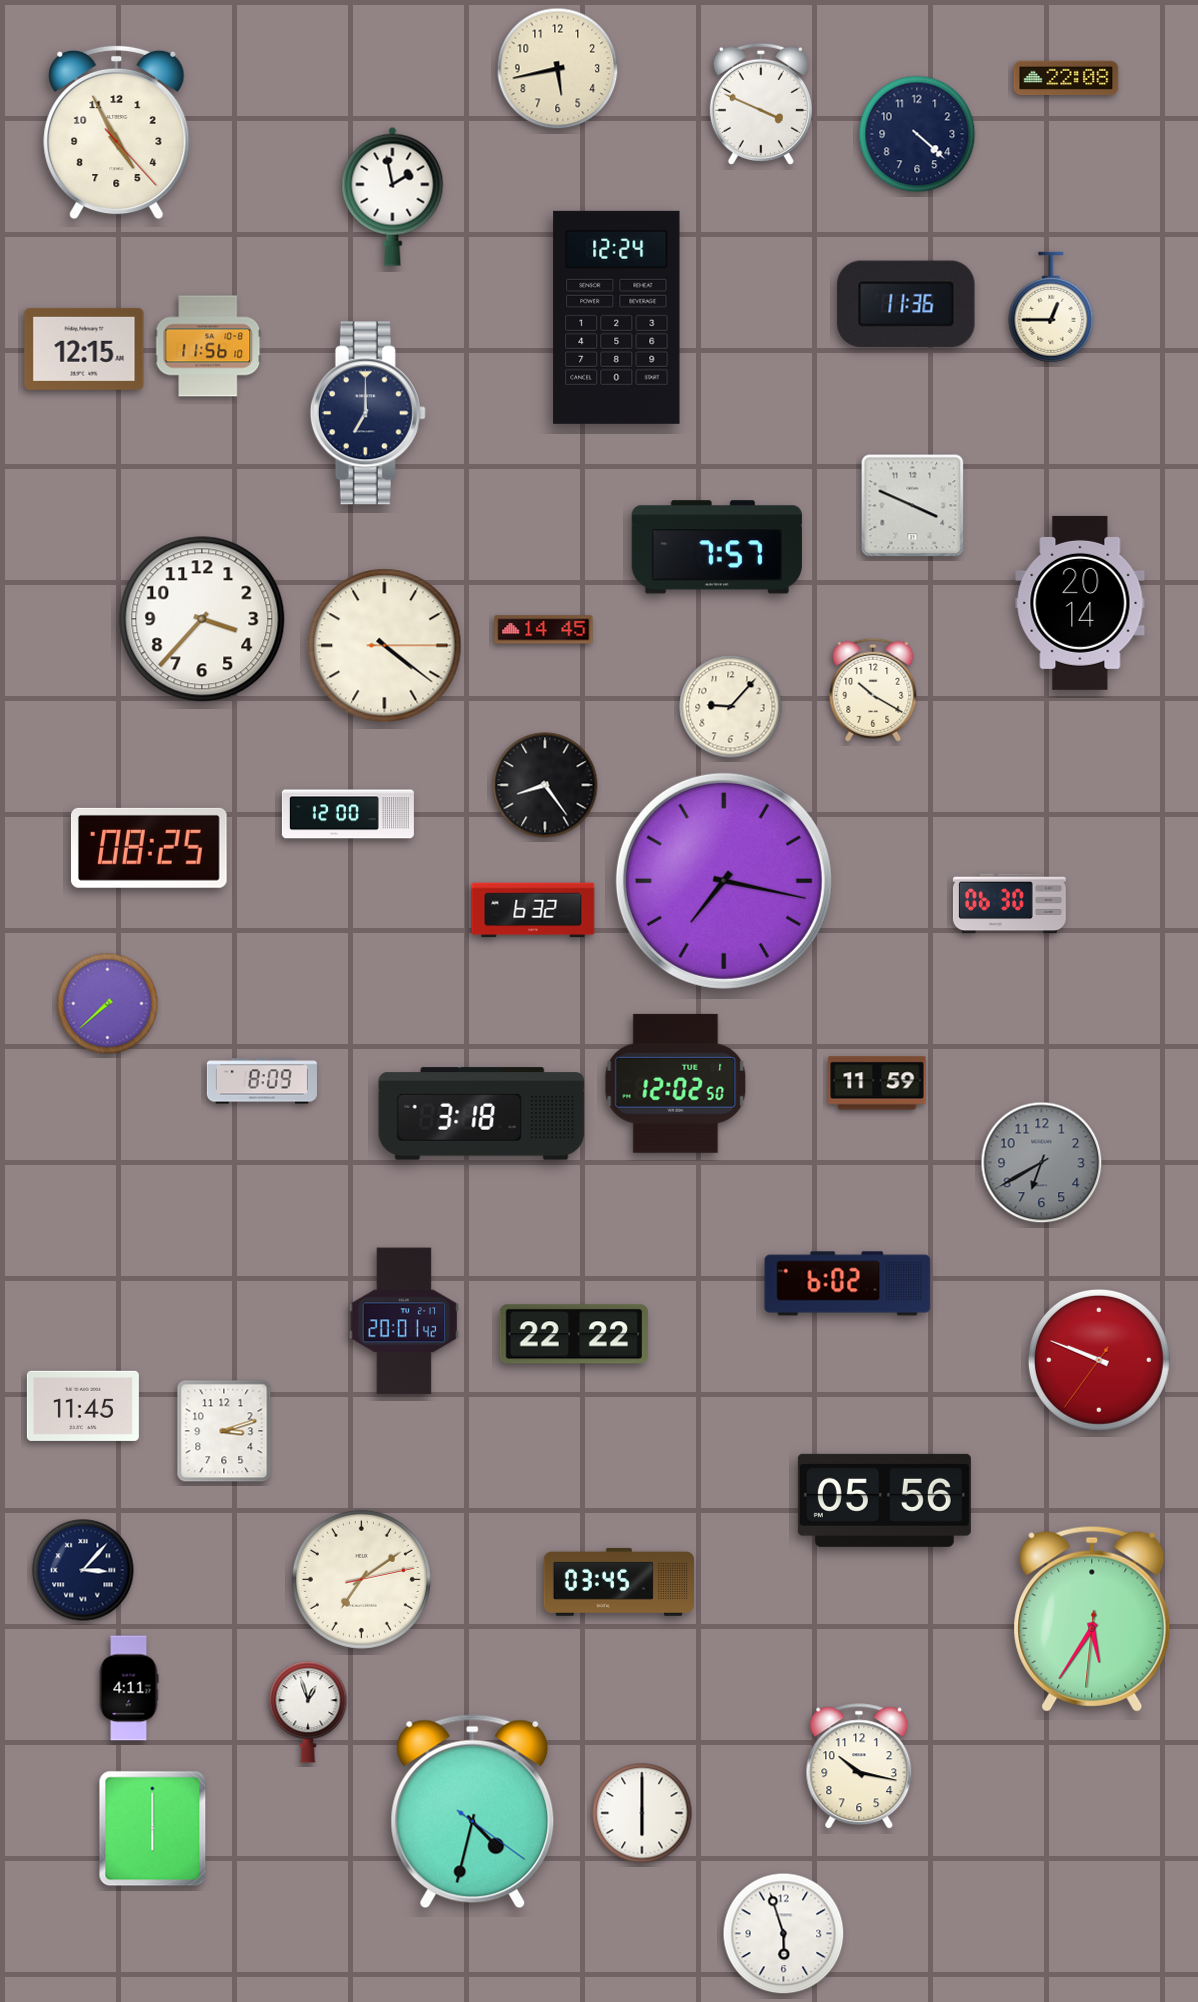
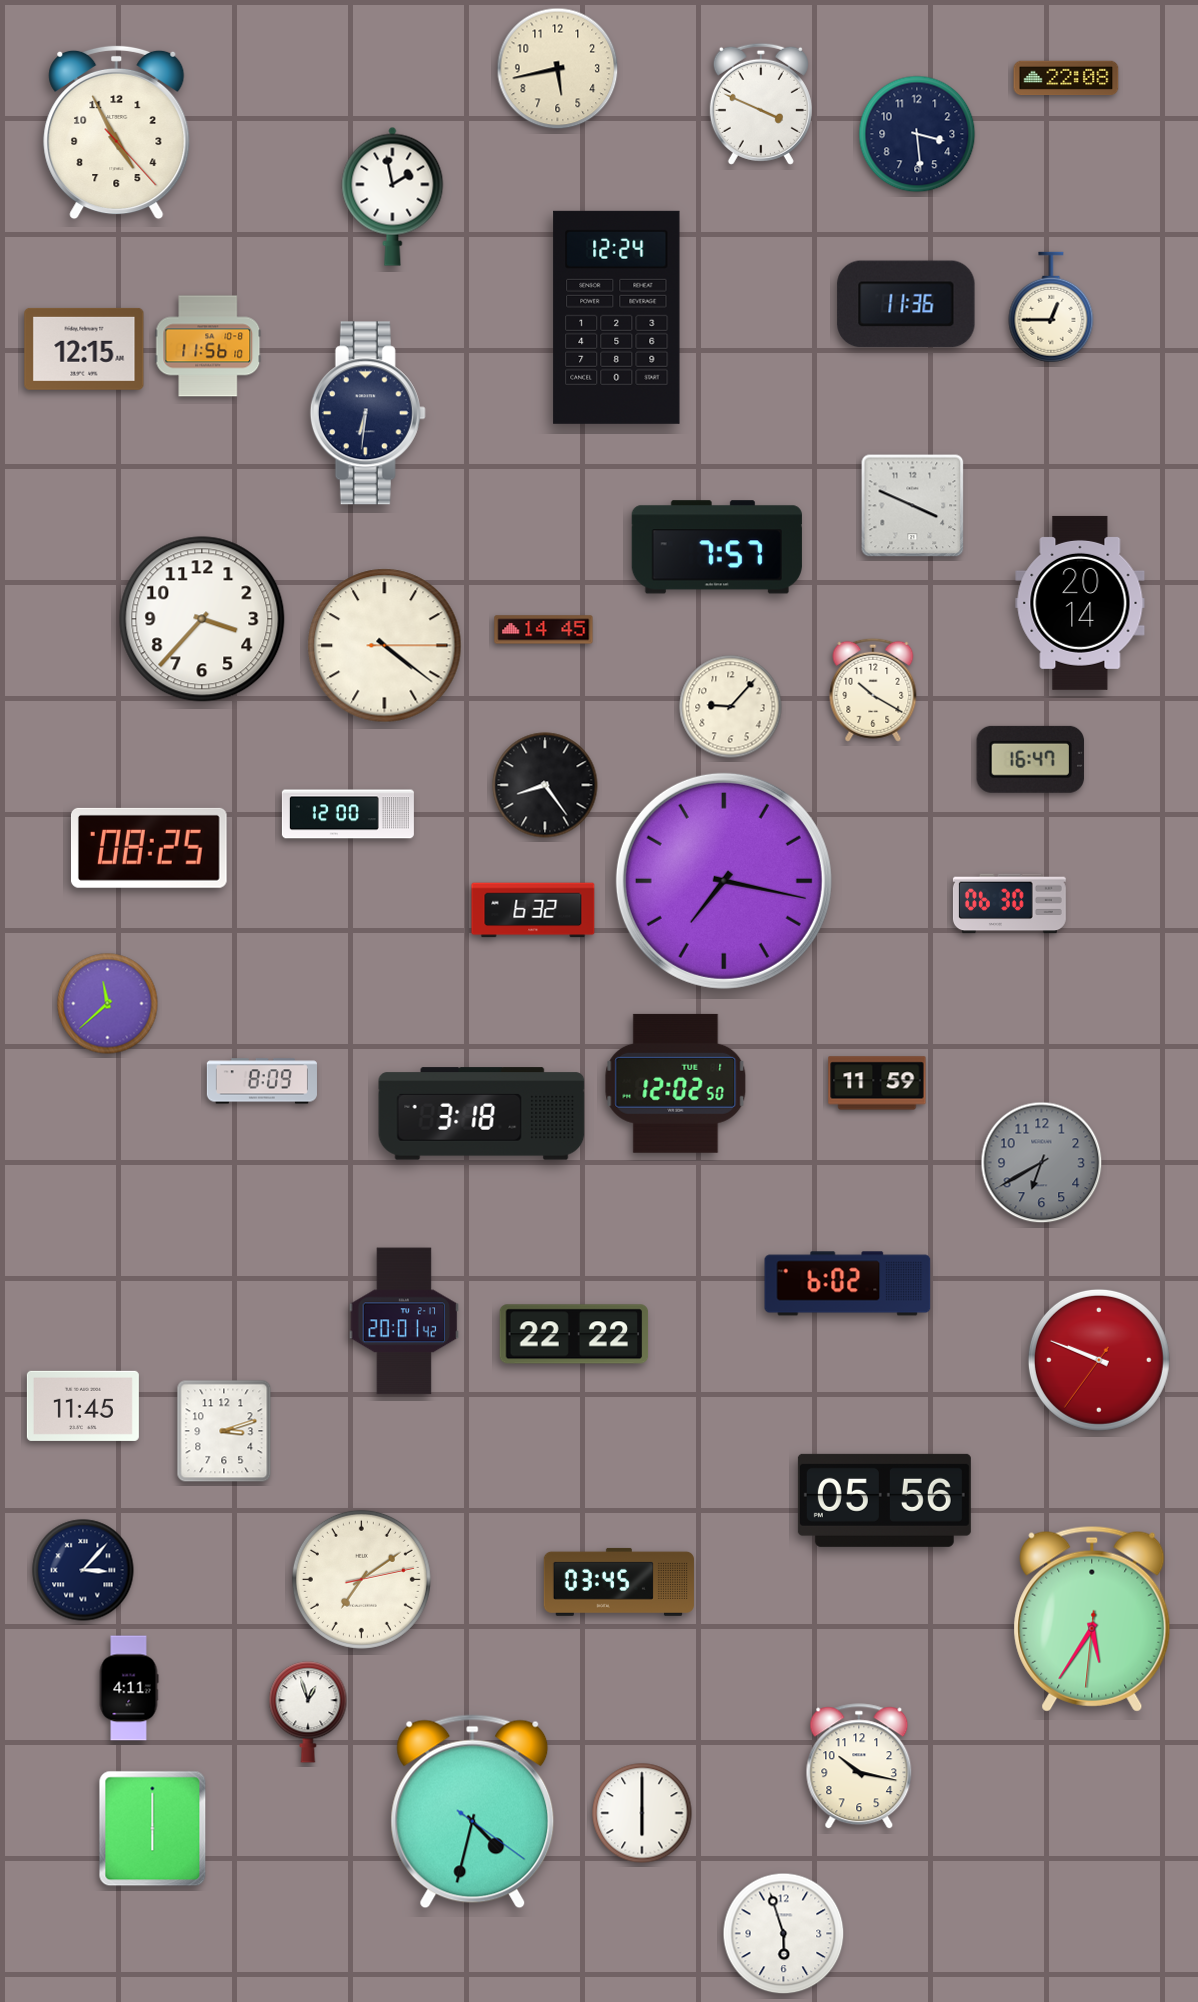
clock at (917, 134): 4:22 -> 3:29
clock at (368, 413): 7:00 -> 6:31
clock at (1030, 759): none -> 16:47
clock at (108, 1004): 7:38 -> 11:38
